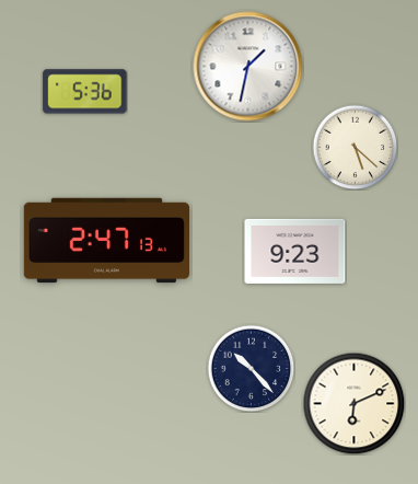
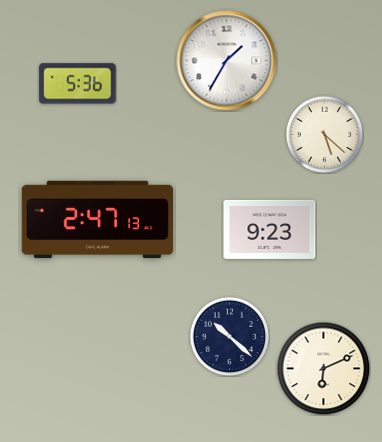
clock at (248, 67): 1:32 -> 1:35
clock at (251, 368): 10:23 -> 10:22
